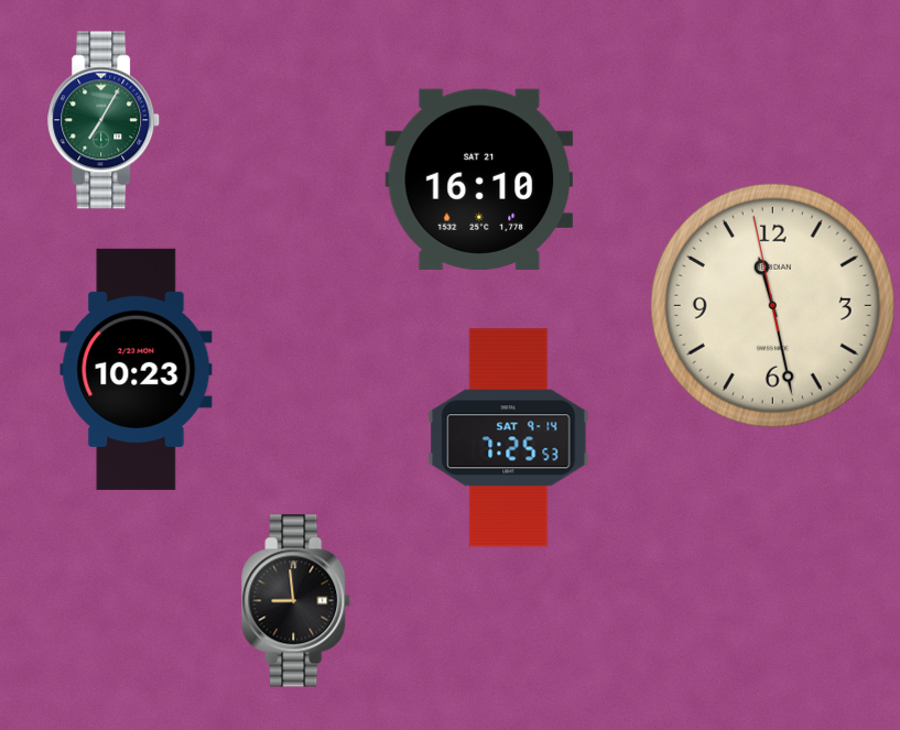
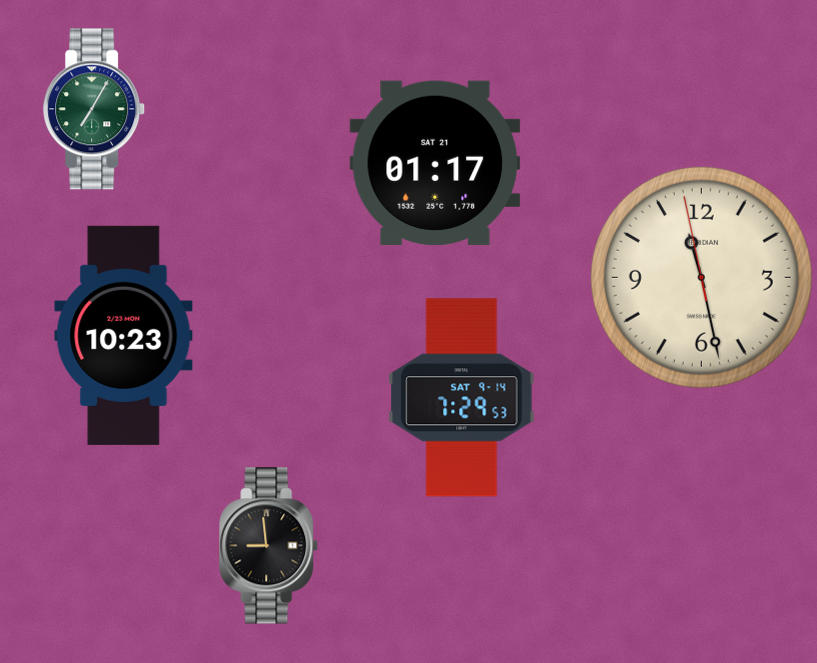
clock at (479, 179): 16:10 -> 01:17
clock at (509, 438): 7:25 -> 7:29
